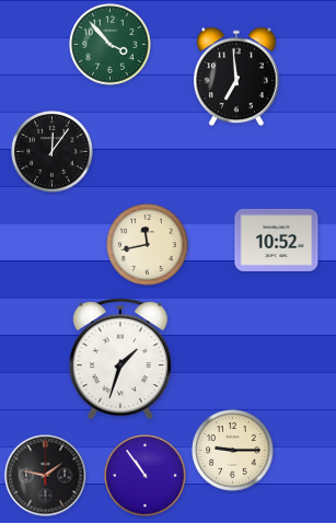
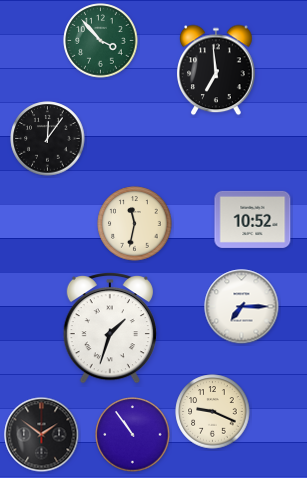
clock at (148, 245): 11:43 -> 11:32
clock at (242, 307): none -> 7:15
clock at (233, 451): 9:15 -> 9:19
clock at (46, 476): 1:47 -> 1:51
